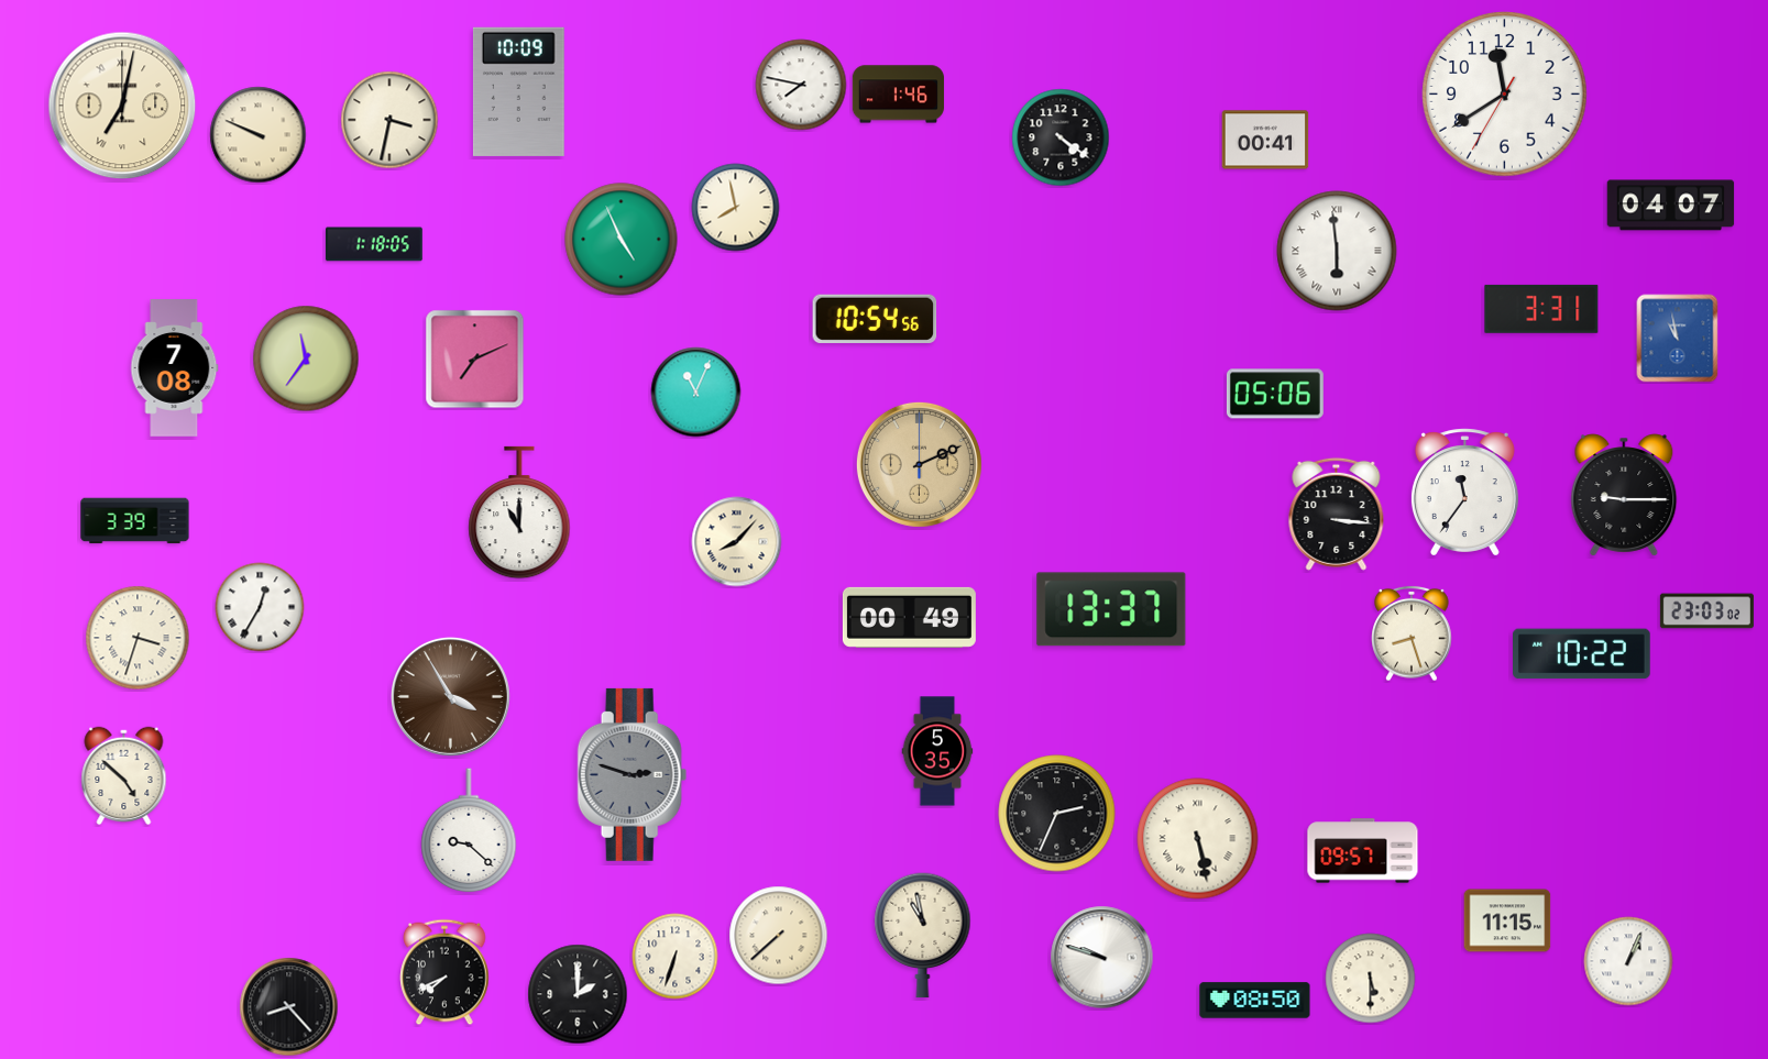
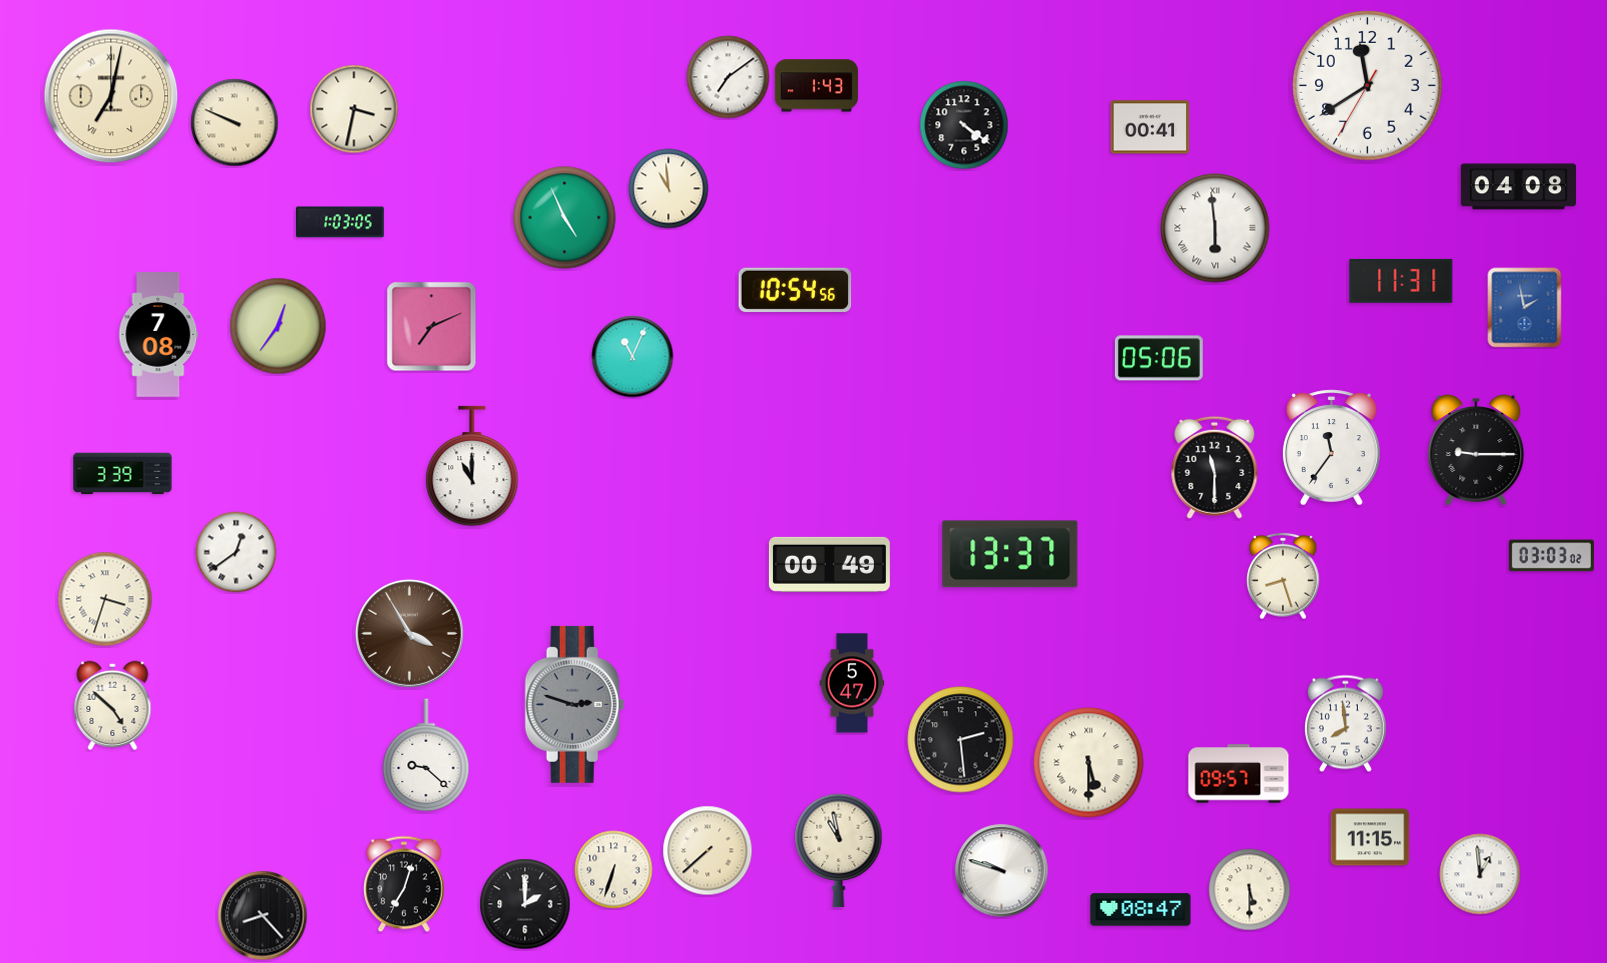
clock at (801, 85): 7:47 -> 7:09
clock at (518, 91): 10:09 -> none
clock at (898, 95): 1:46 -> 1:43
clock at (1671, 206): 04:07 -> 04:08
clock at (736, 208): 7:58 -> 10:59
clock at (374, 244): 1:18 -> 1:03
clock at (1541, 309): 3:31 -> 11:31
clock at (1678, 339): 10:58 -> 1:58
clock at (306, 358): 11:36 -> 12:36
clock at (919, 464): 2:11 -> none
clock at (1337, 514): 3:16 -> 11:30
clock at (737, 542): 8:07 -> none
clock at (260, 607): 12:35 -> 12:39
clock at (1706, 611): 23:03 -> 03:03
clock at (909, 617) position: (909, 617) -> (829, 564)
clock at (138, 638) position: (138, 638) -> (105, 599)
clock at (1582, 654): 10:22 -> none
clock at (937, 751): 5:35 -> 5:47
clock at (1345, 724): none -> 7:59
clock at (1057, 814): 2:34 -> 2:29
clock at (1198, 839): 5:28 -> 5:30
clock at (1628, 961): 1:04 -> 12:59
clock at (444, 972): 7:41 -> 7:03
clock at (1371, 979) position: (1371, 979) -> (1250, 890)
clock at (1255, 1001): 08:50 -> 08:47
